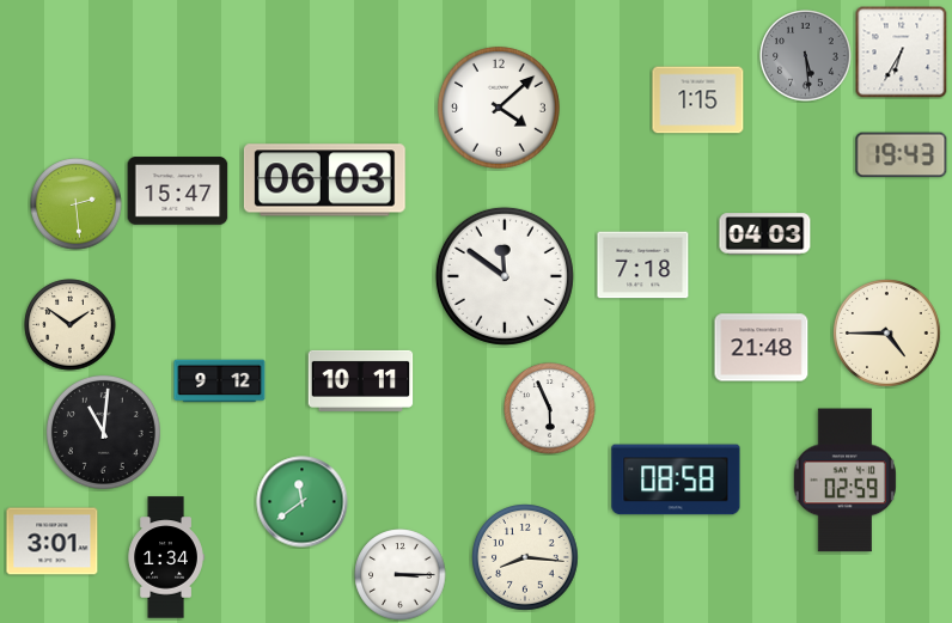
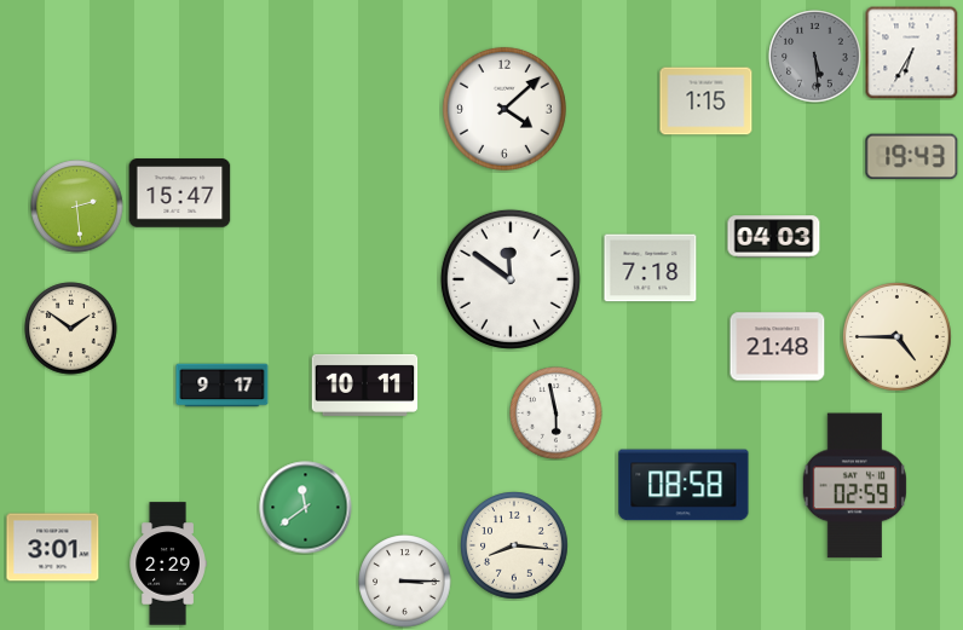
clock at (324, 181): 06:03 -> none
clock at (762, 348) position: (762, 348) -> (778, 347)
clock at (220, 381): 9:12 -> 9:17
clock at (550, 409): 5:56 -> 5:58
clock at (104, 433): 11:01 -> none
clock at (166, 557): 1:34 -> 2:29
clock at (525, 557) position: (525, 557) -> (514, 545)
